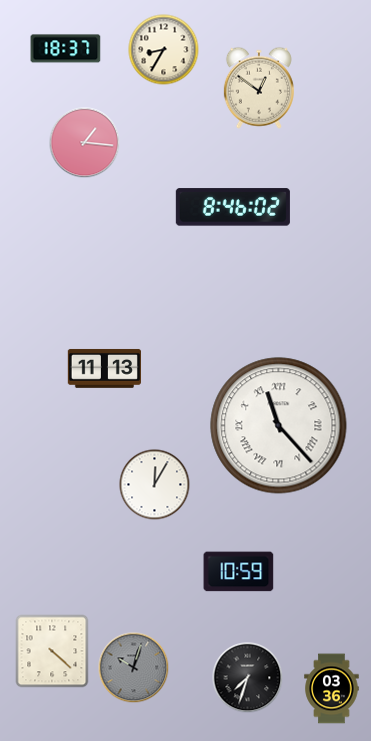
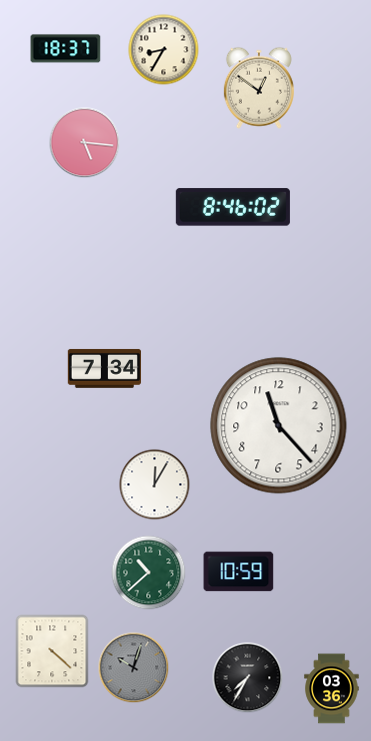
clock at (85, 143): 1:16 -> 5:16
clock at (104, 368): 11:13 -> 7:34
clock at (279, 426) numerals: Roman -> Arabic
clock at (149, 573): none -> 10:38
clock at (248, 678): 7:33 -> 7:35
